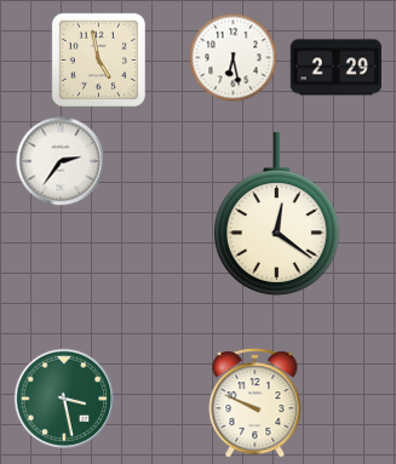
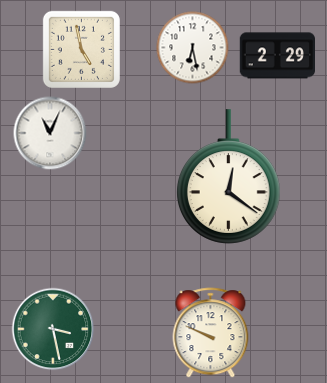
clock at (61, 161): 2:36 -> 11:04
